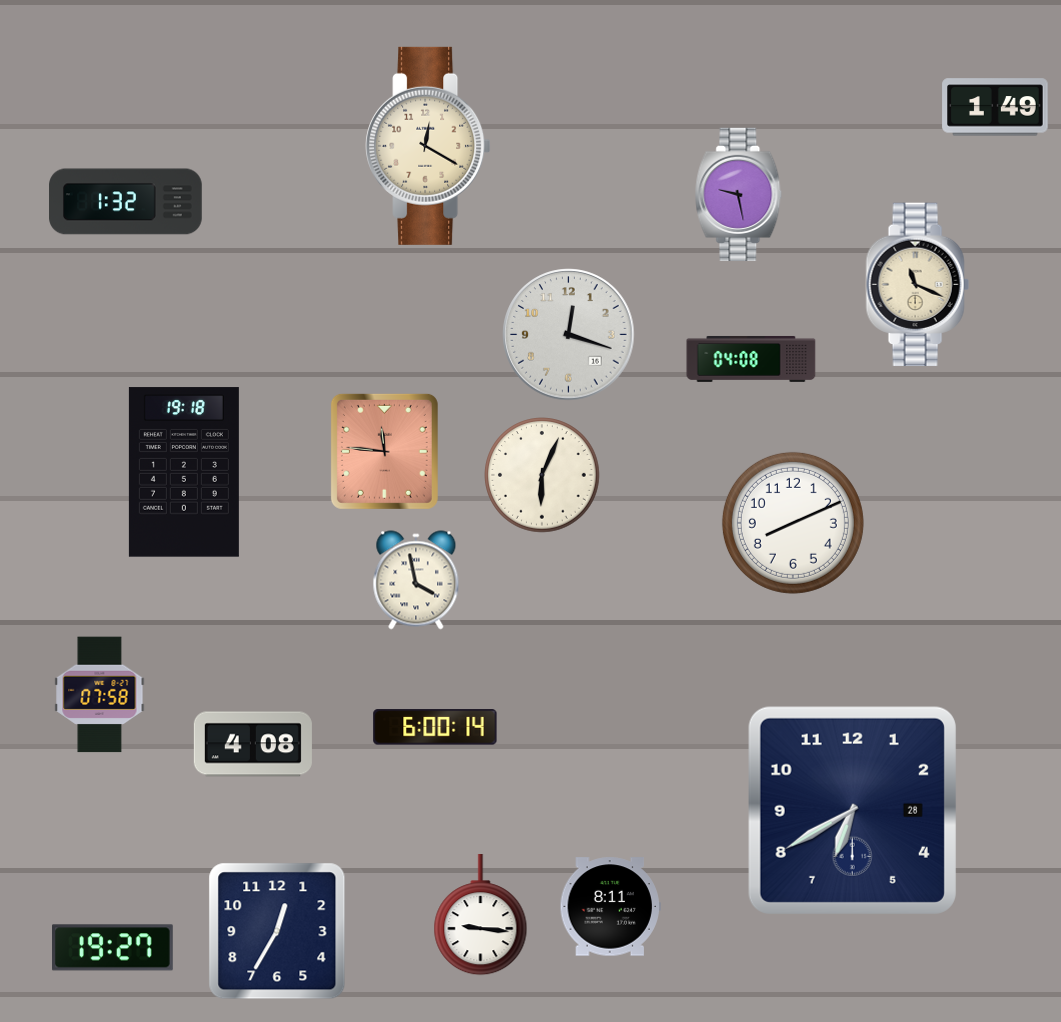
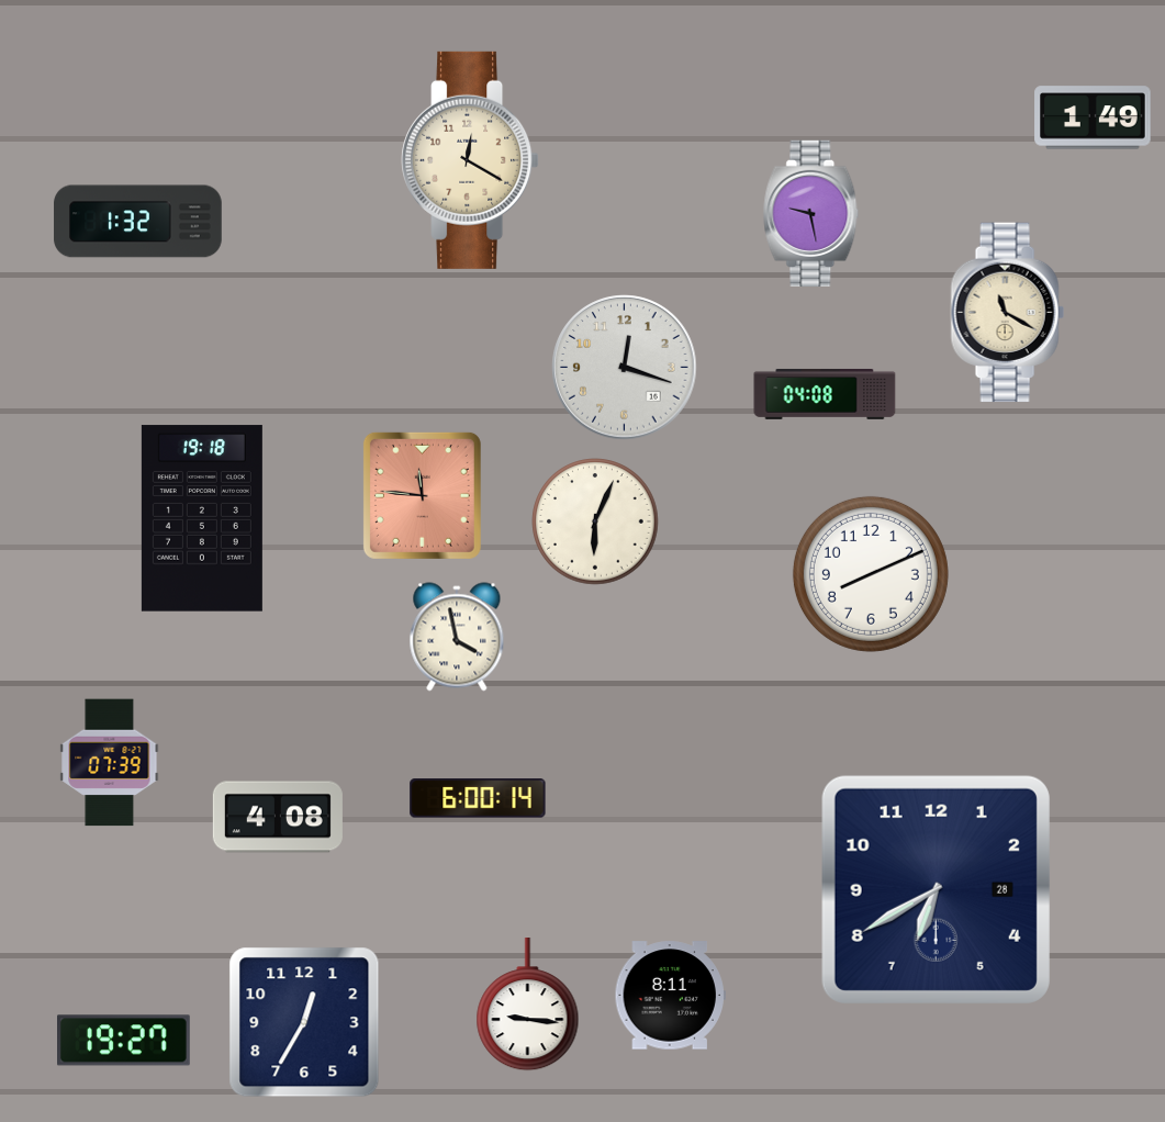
clock at (917, 285): 11:19 -> 11:20
clock at (100, 695): 07:58 -> 07:39
